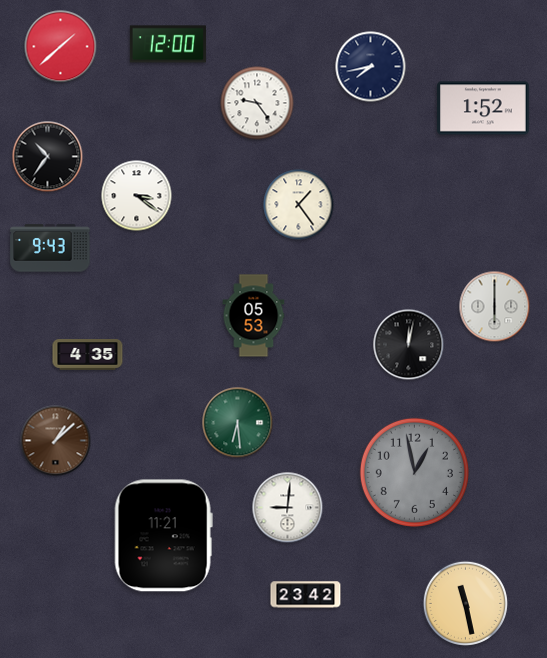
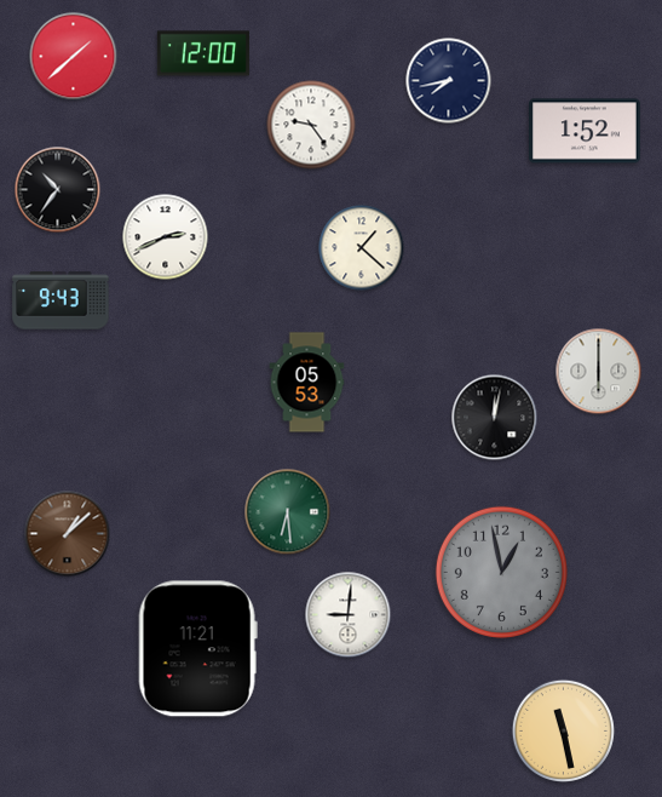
clock at (137, 196): 3:21 -> 2:41
clock at (299, 205): 1:24 -> 1:22
clock at (88, 355): 4:35 -> none
clock at (306, 595): 23:42 -> none
